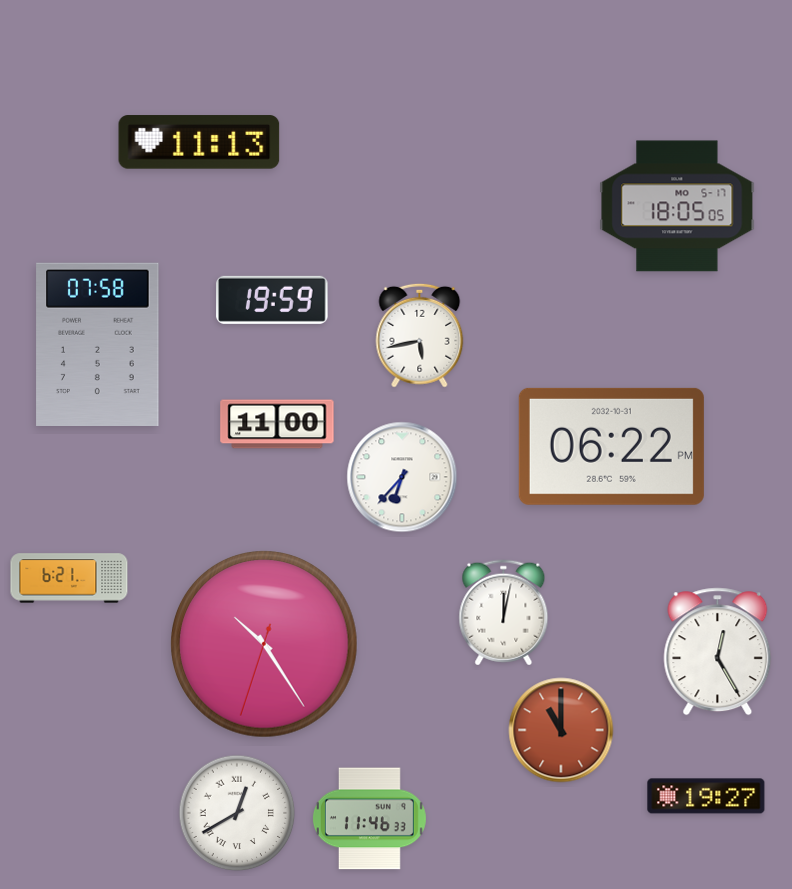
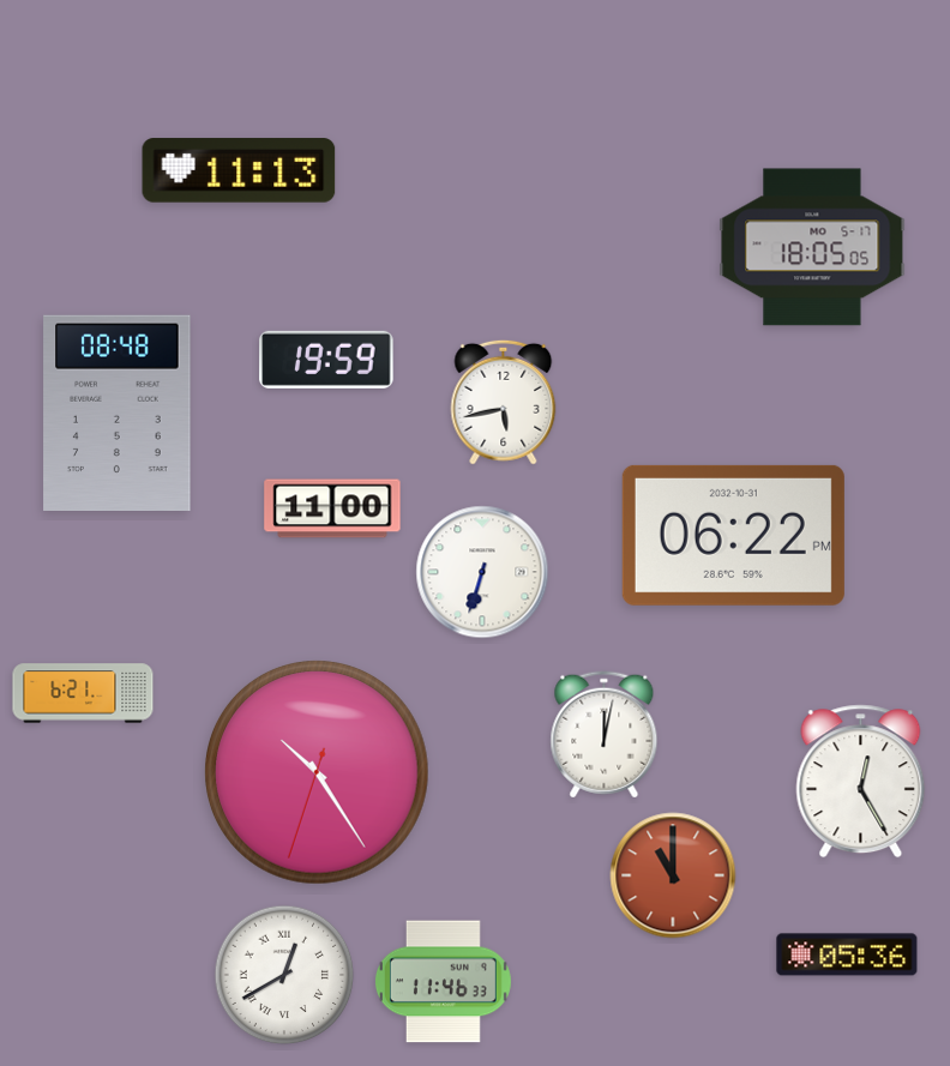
clock at (98, 344): 07:58 -> 08:48
clock at (402, 477): 6:37 -> 6:33
clock at (706, 796): 19:27 -> 05:36
